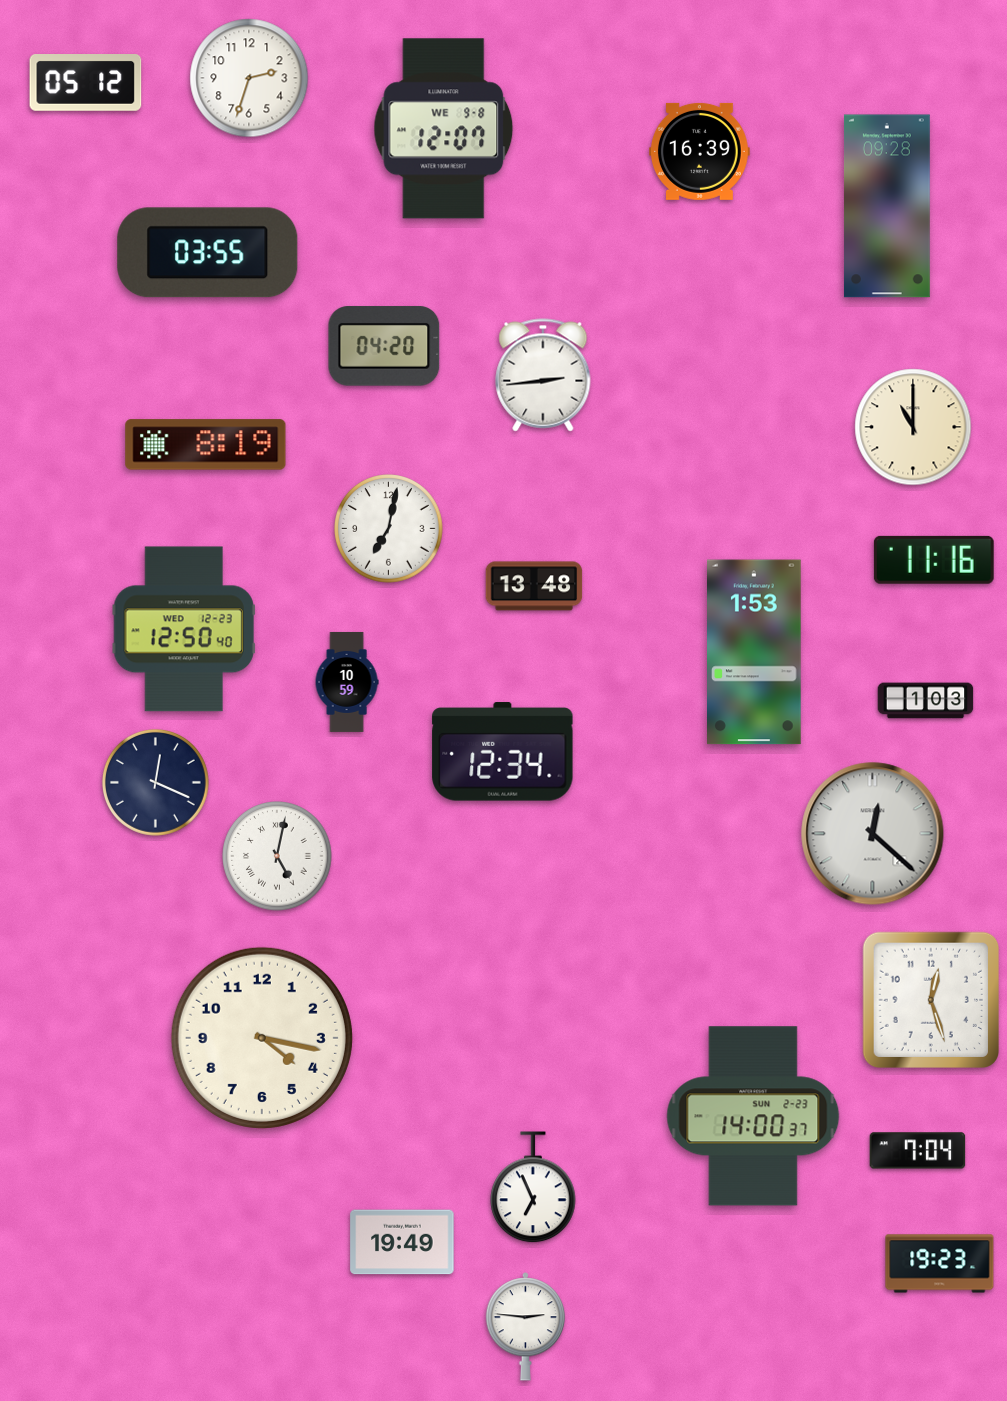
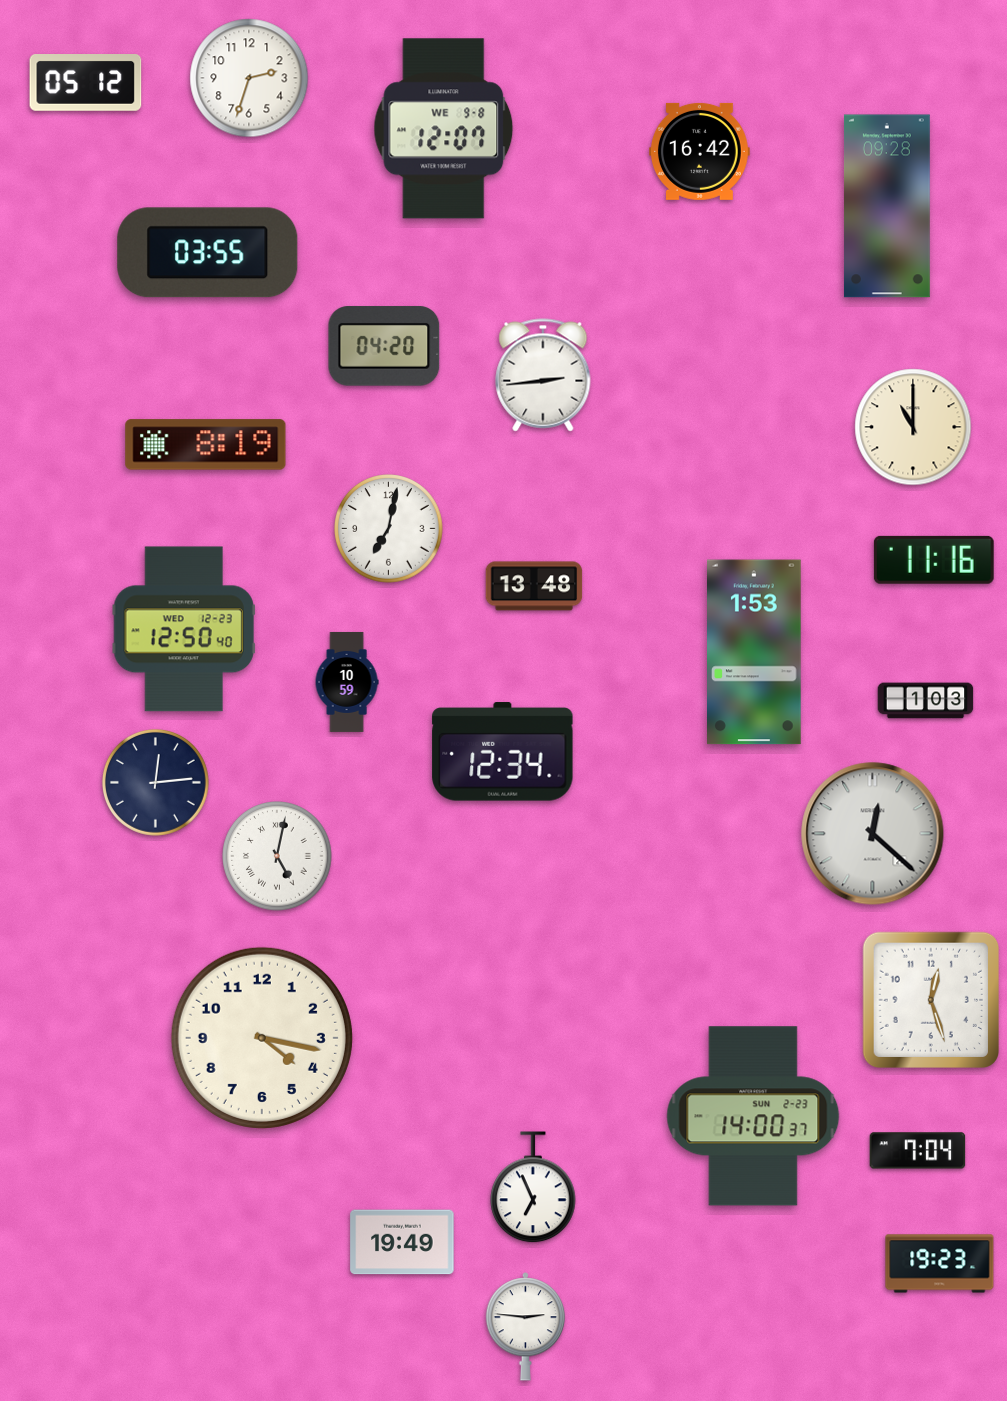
clock at (699, 151): 16:39 -> 16:42
clock at (155, 782): 12:19 -> 12:14
